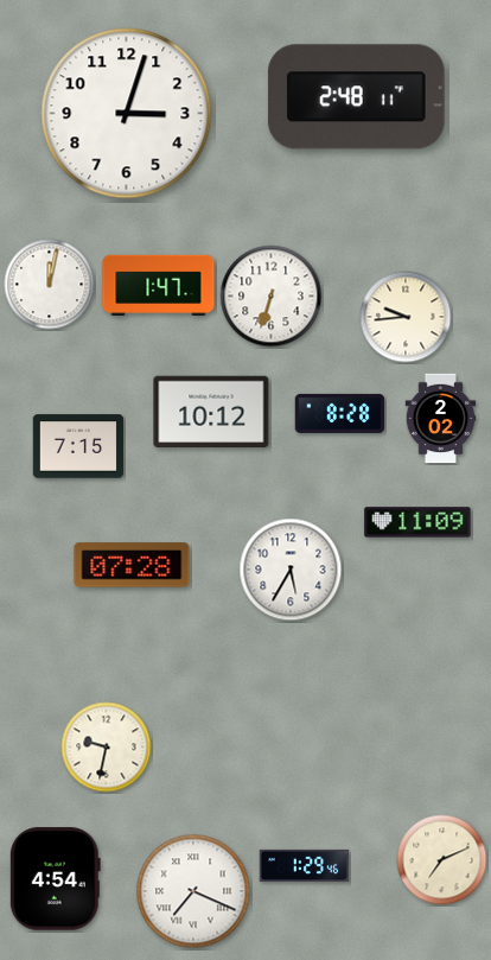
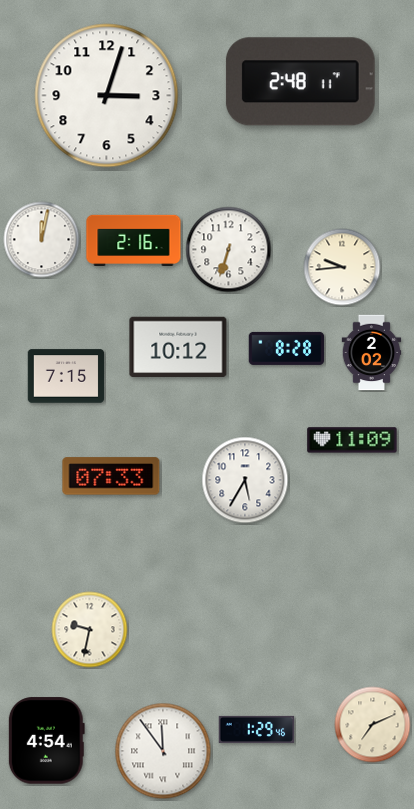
clock at (159, 285): 1:47 -> 2:16
clock at (132, 565): 07:28 -> 07:33
clock at (193, 891): 7:19 -> 11:54
